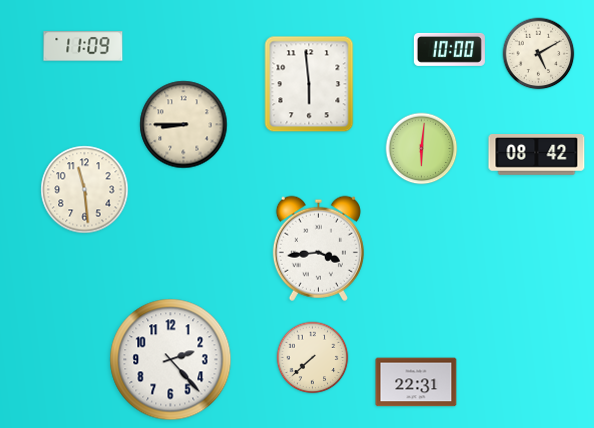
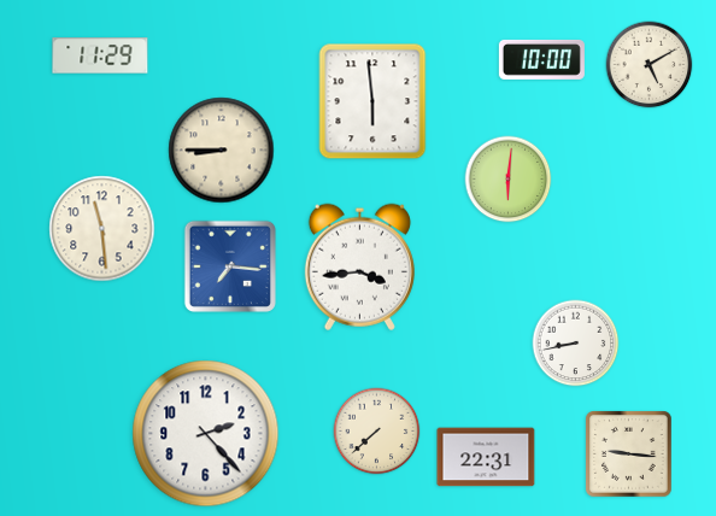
clock at (83, 46): 11:09 -> 11:29
clock at (537, 155): 08:42 -> none
clock at (229, 265): none -> 7:16
clock at (318, 248) position: (318, 248) -> (359, 266)
clock at (576, 344): none -> 8:43
clock at (629, 455): none -> 9:16
clock at (416, 382) position: (416, 382) -> (486, 457)
